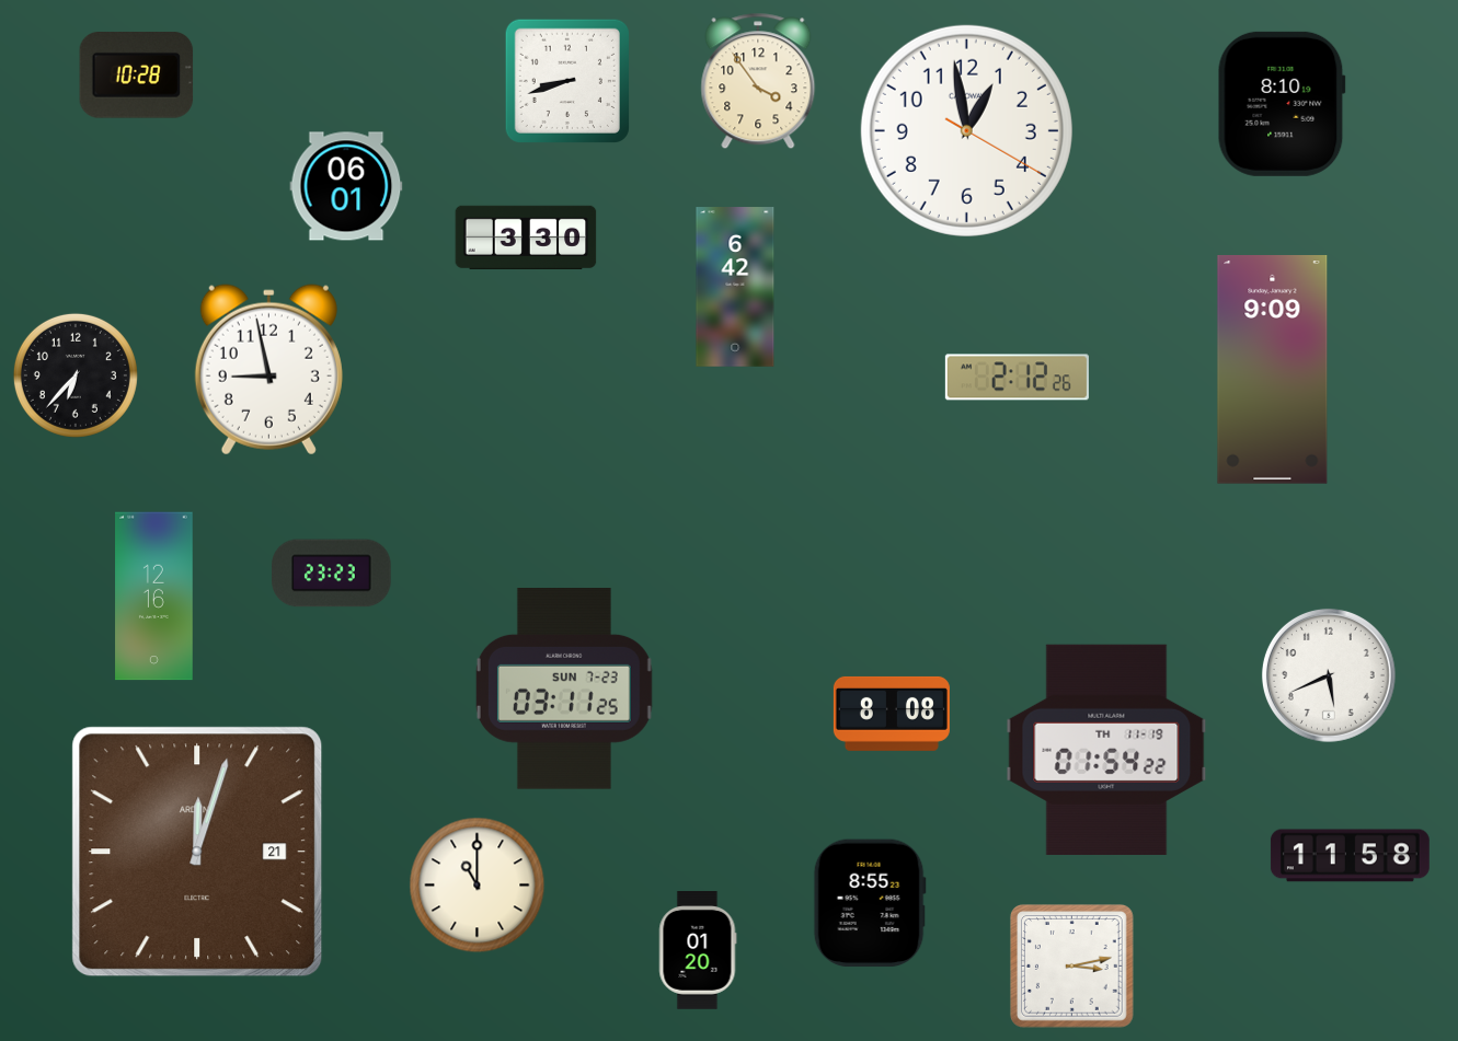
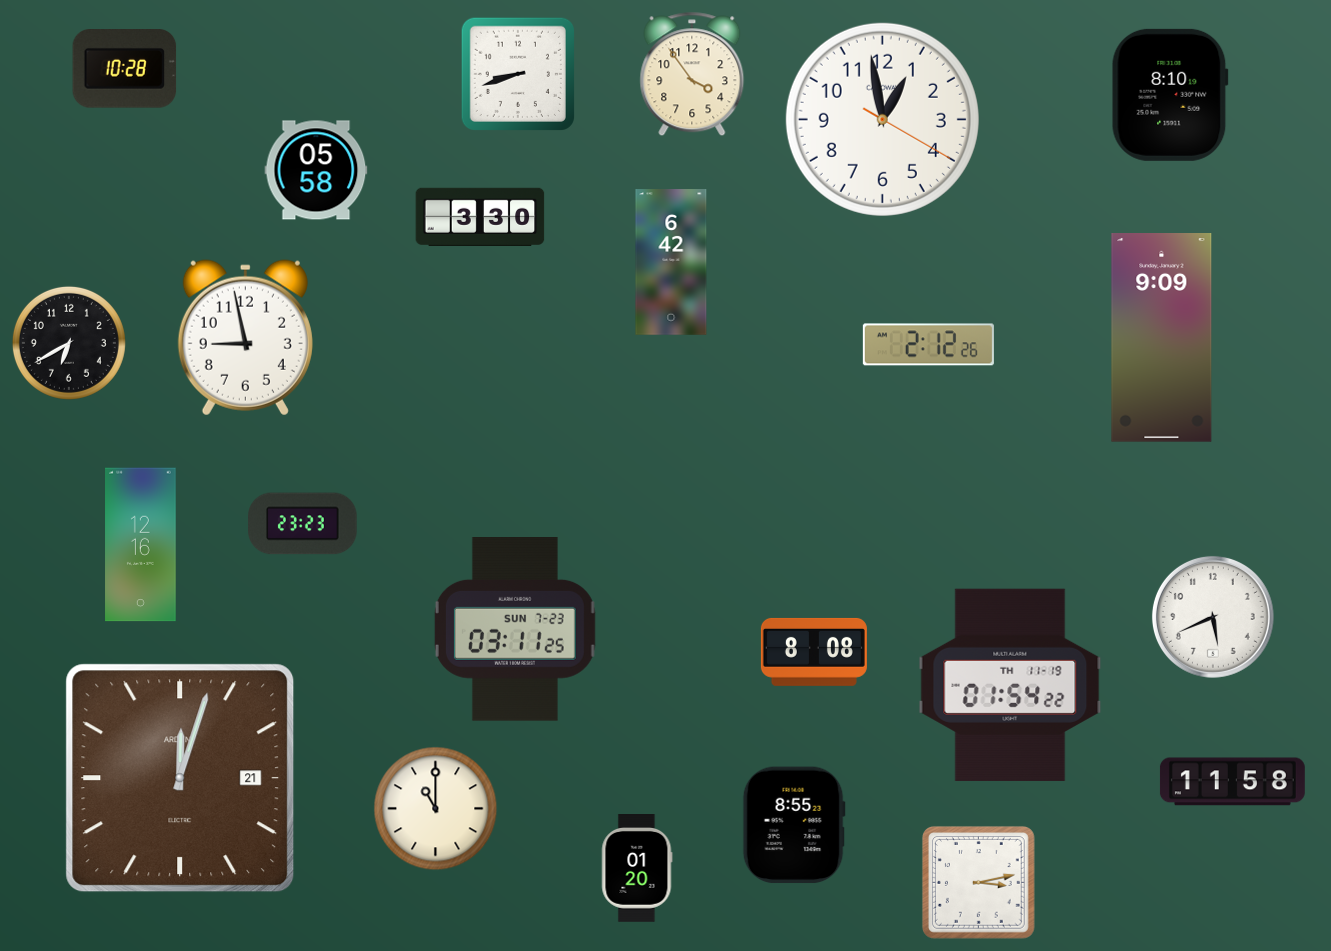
clock at (346, 186): 06:01 -> 05:58
clock at (76, 375): 6:37 -> 6:40
